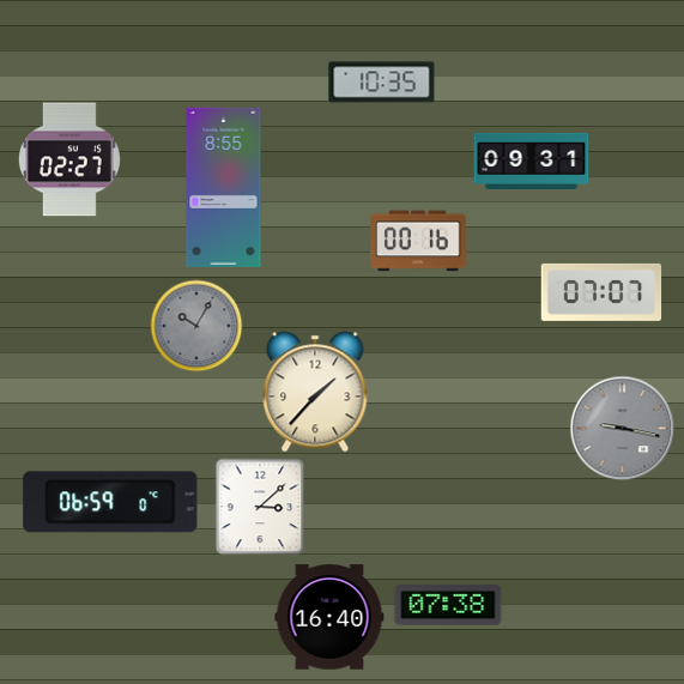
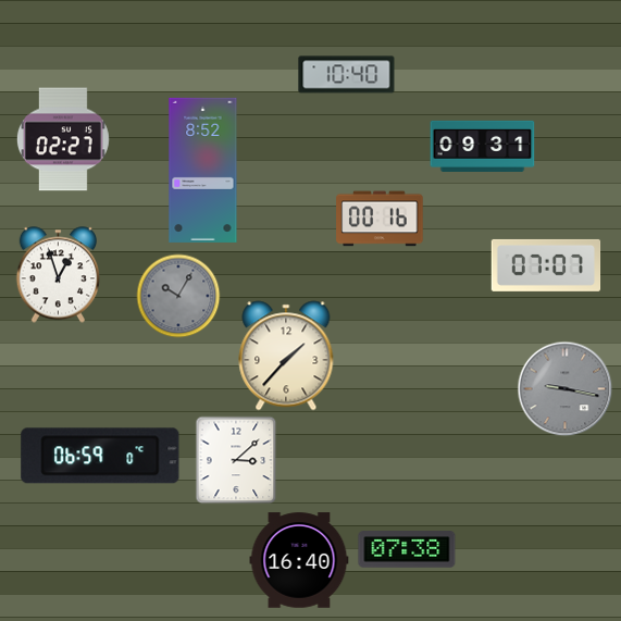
clock at (382, 83): 10:35 -> 10:40
clock at (69, 159) position: (69, 159) -> (63, 139)
clock at (224, 187): 8:55 -> 8:52
clock at (58, 275): none -> 12:57
